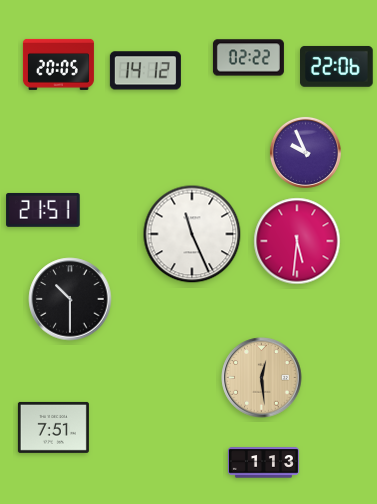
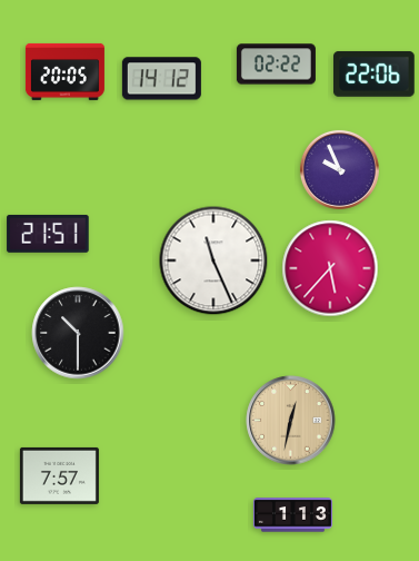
clock at (297, 241): 5:31 -> 5:37
clock at (262, 378): 12:29 -> 12:32
clock at (53, 427): 7:51 -> 7:57
